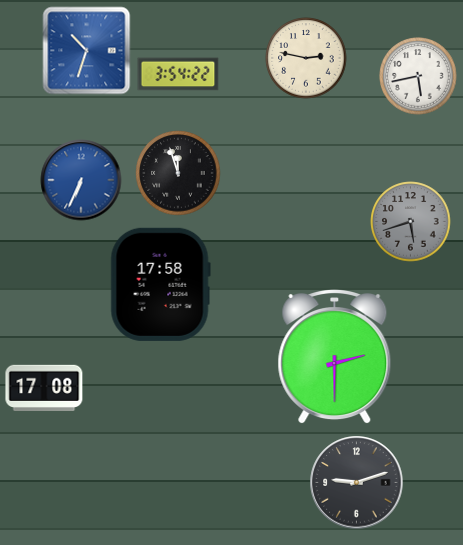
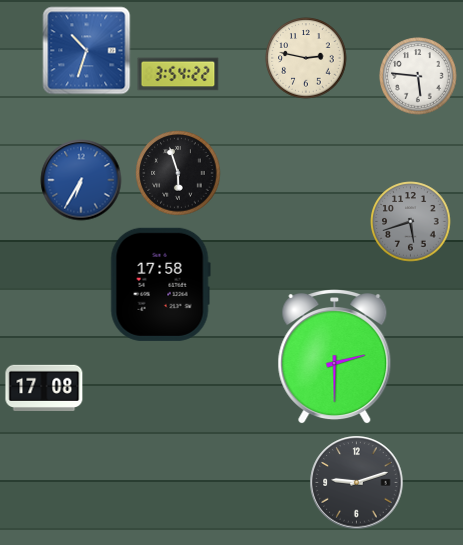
clock at (418, 76): 5:43 -> 5:46
clock at (178, 173): 11:57 -> 5:57
clock at (81, 180): 6:34 -> 6:35
